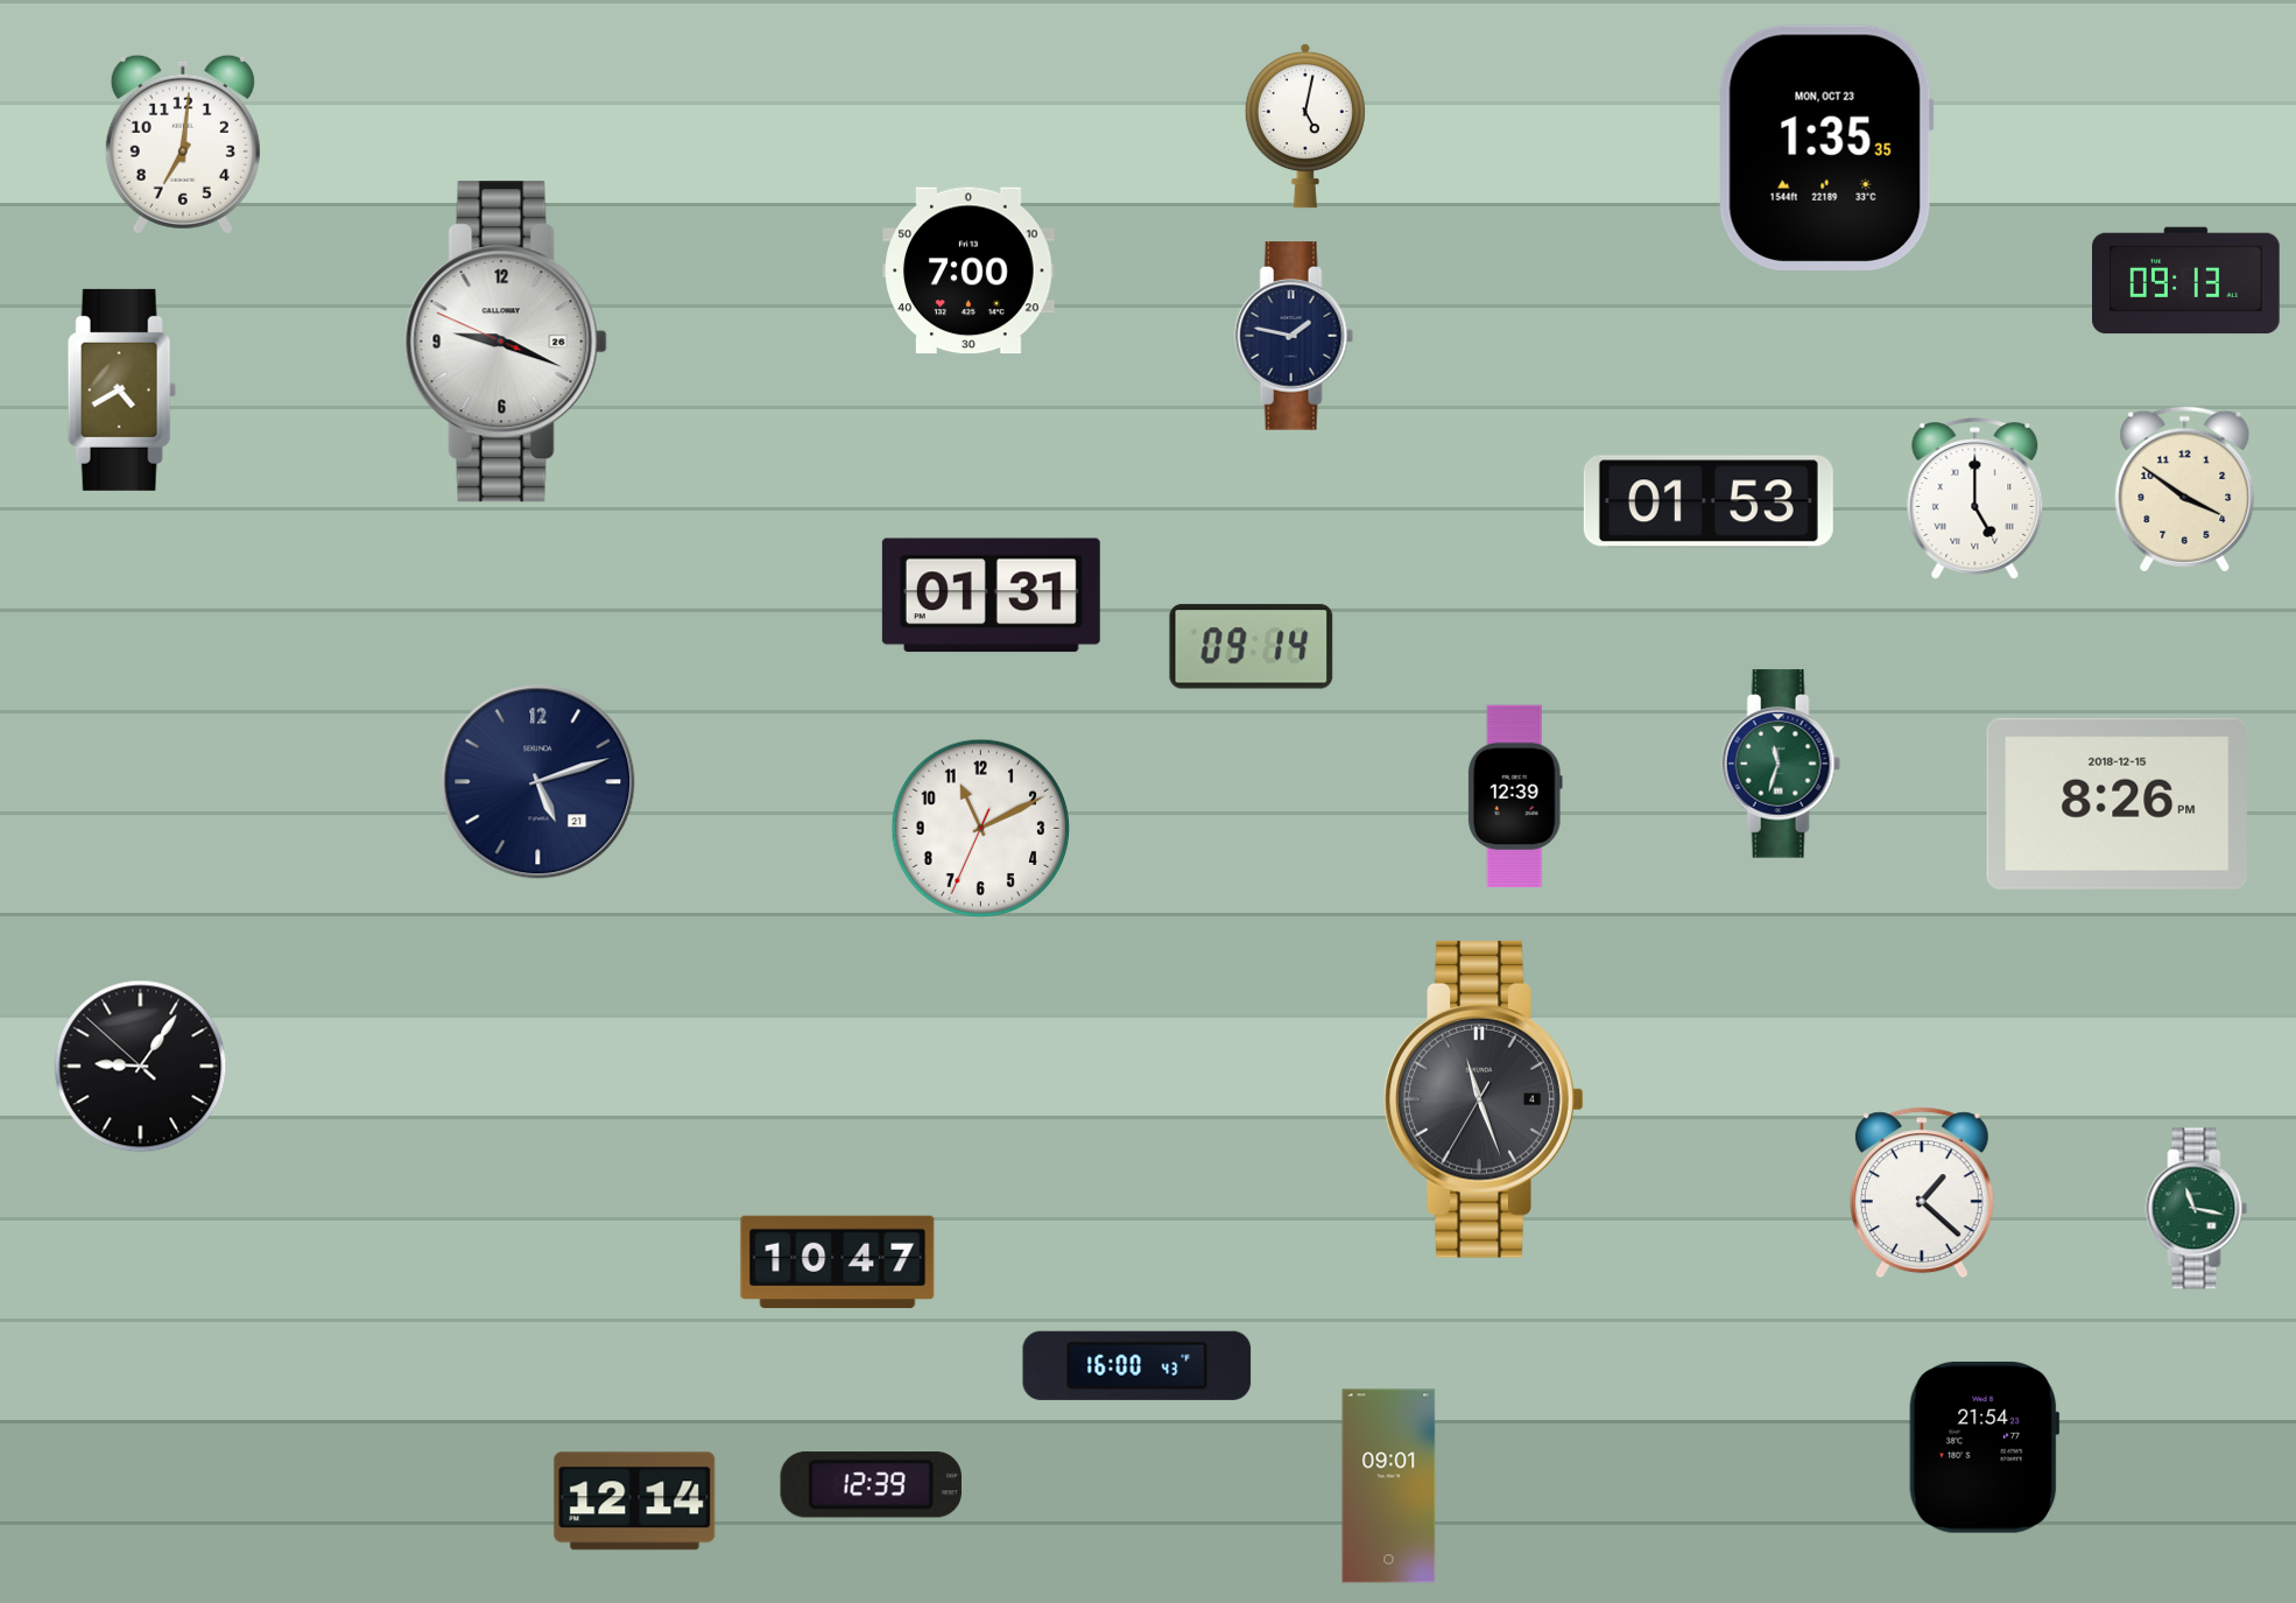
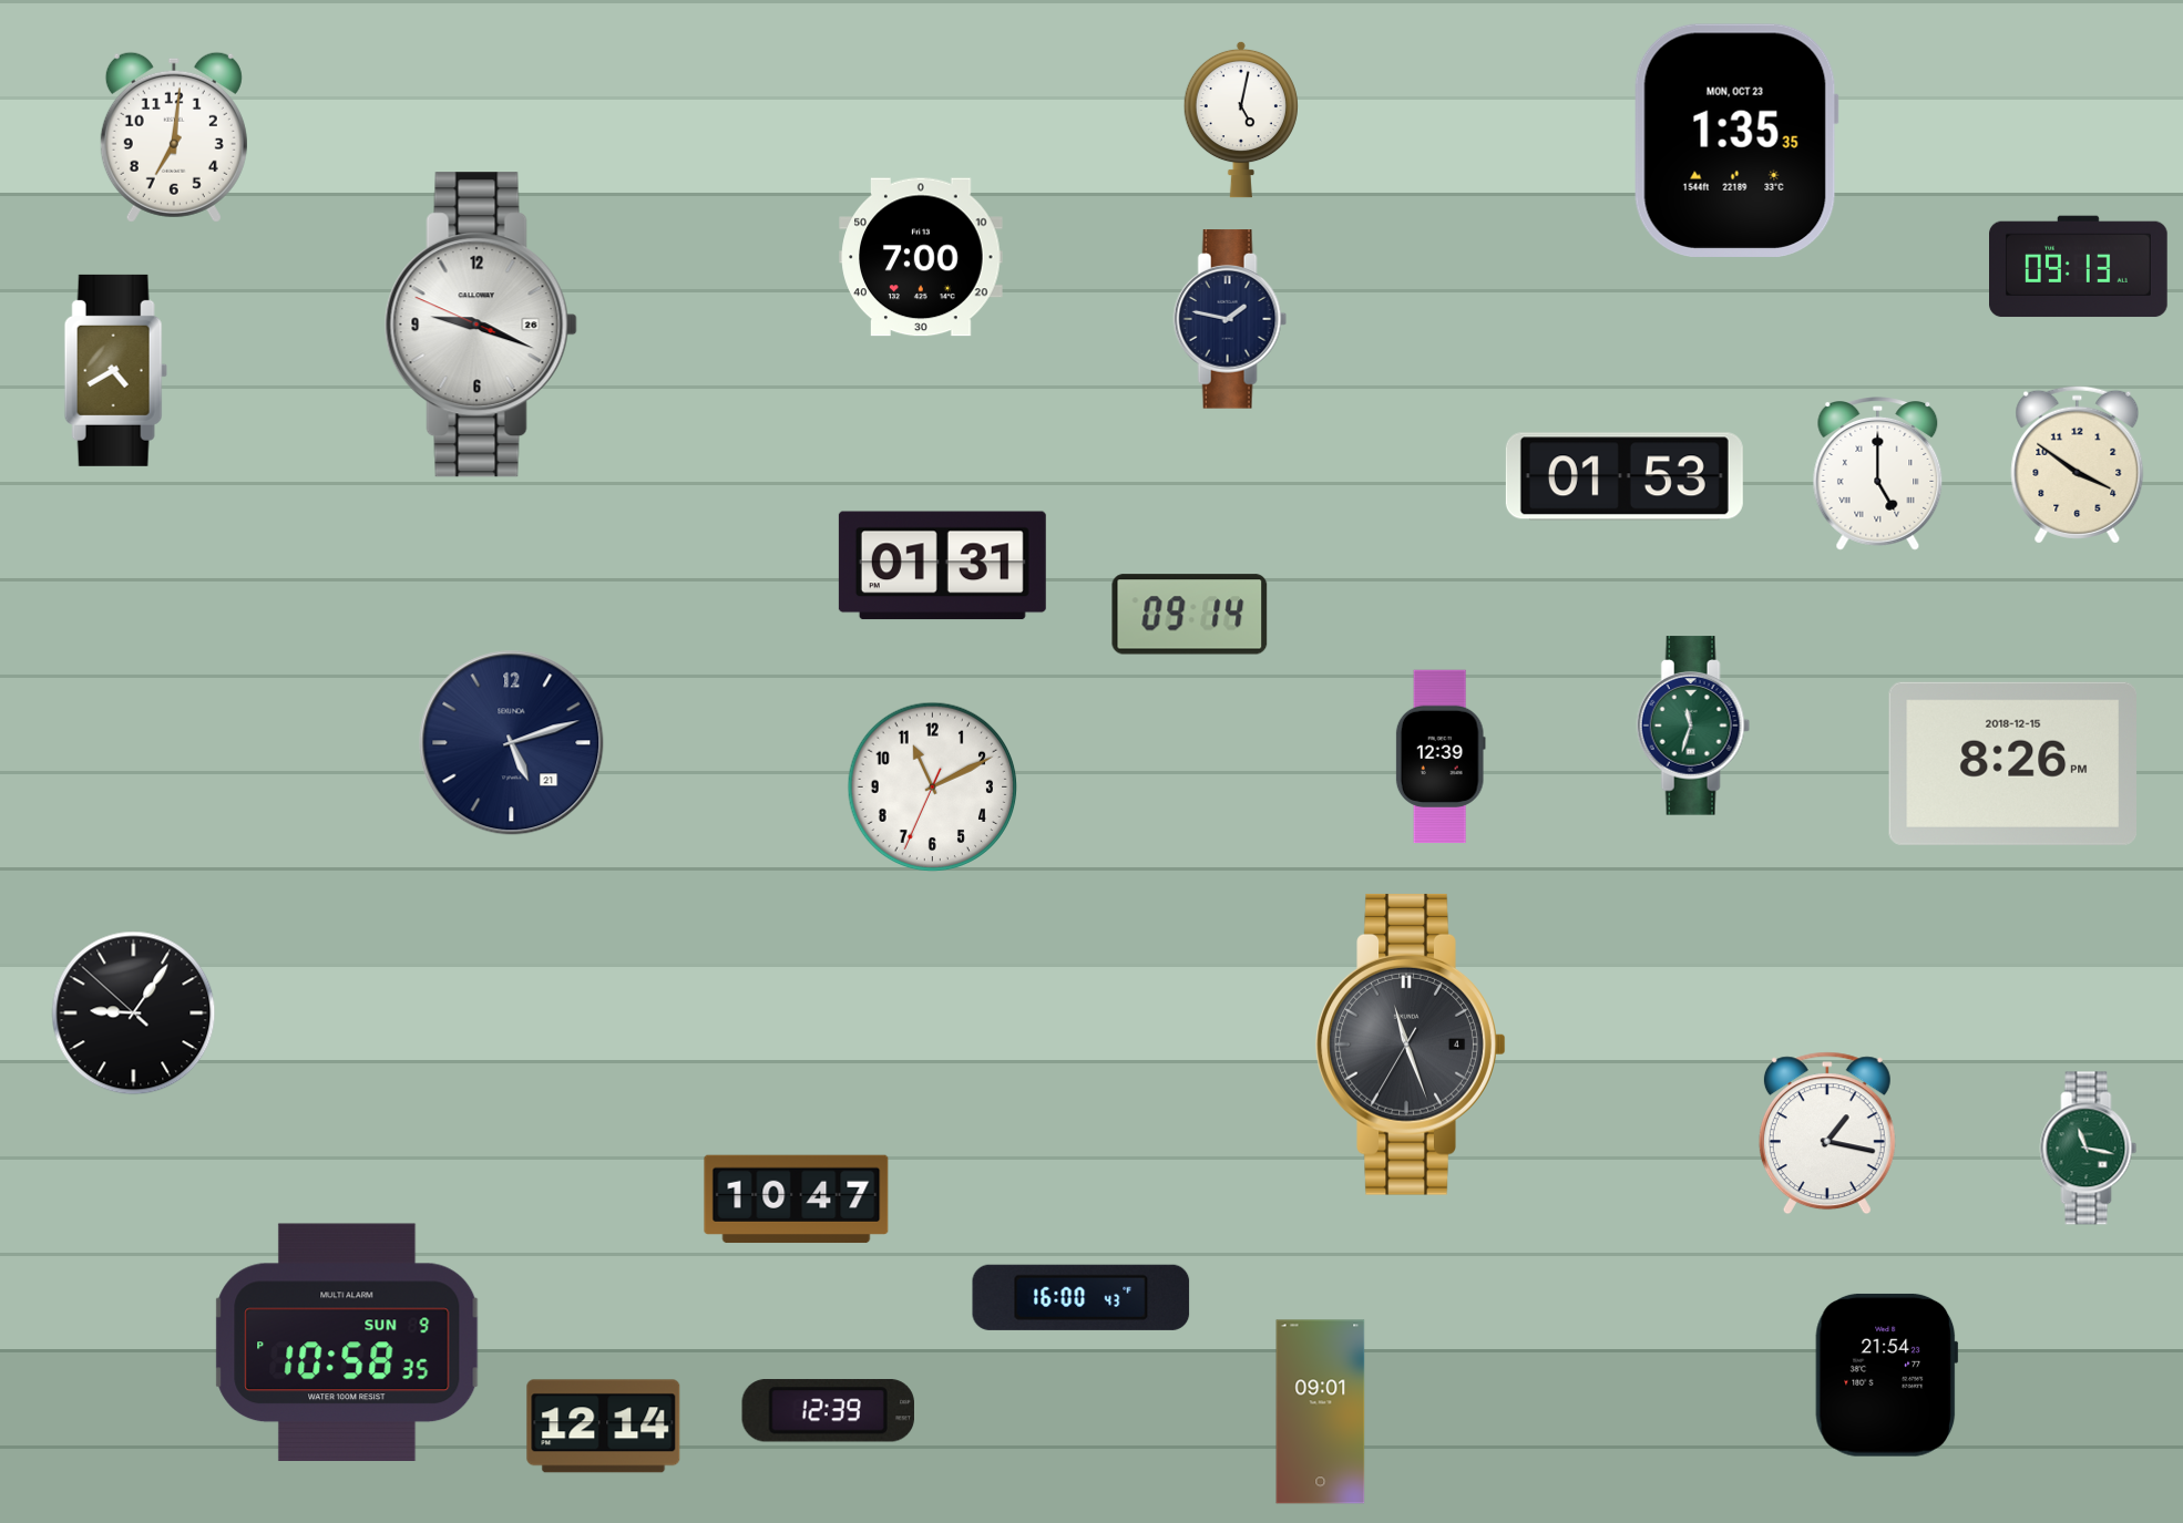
clock at (1922, 1193): 1:22 -> 1:17
clock at (347, 1341): none -> 10:58
